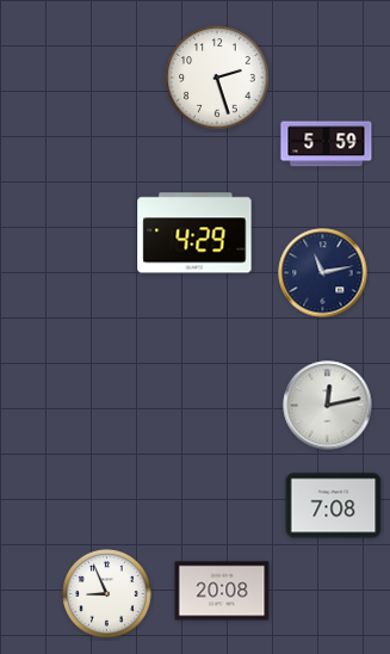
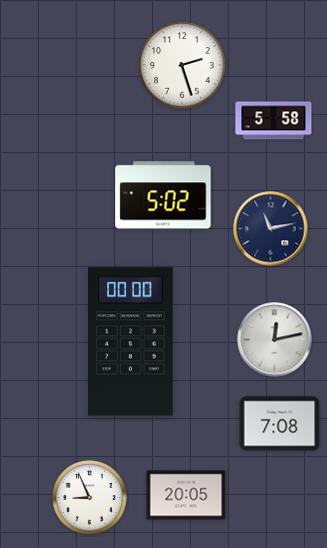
clock at (327, 144): 5:59 -> 5:58
clock at (194, 233): 4:29 -> 5:02
clock at (131, 342): none -> 00:00
clock at (222, 591): 20:08 -> 20:05
